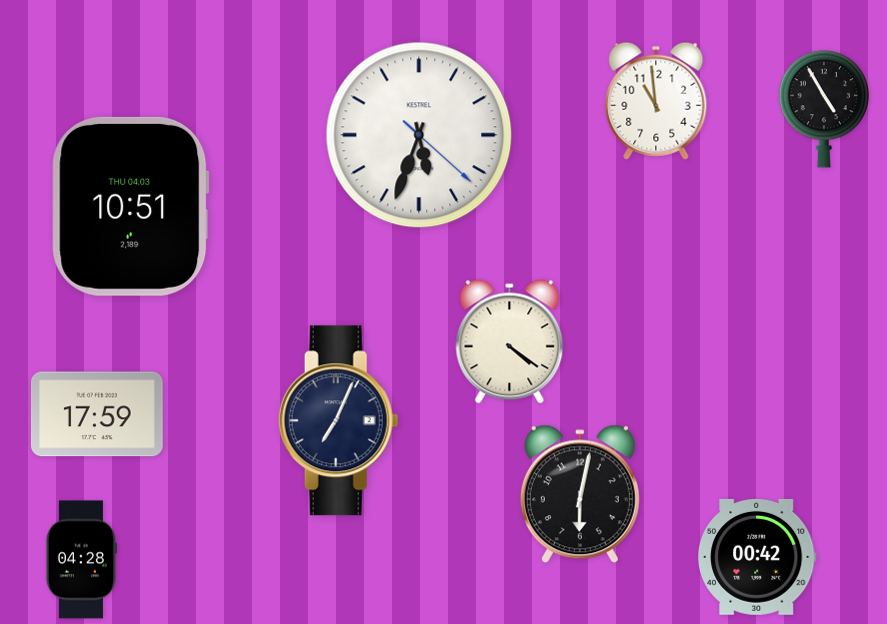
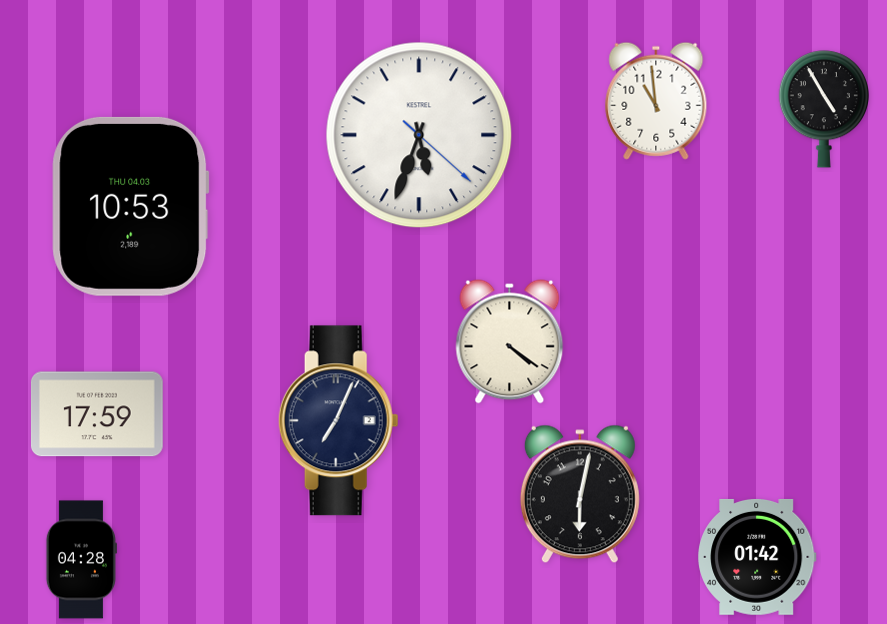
clock at (131, 206): 10:51 -> 10:53
clock at (757, 557): 00:42 -> 01:42
